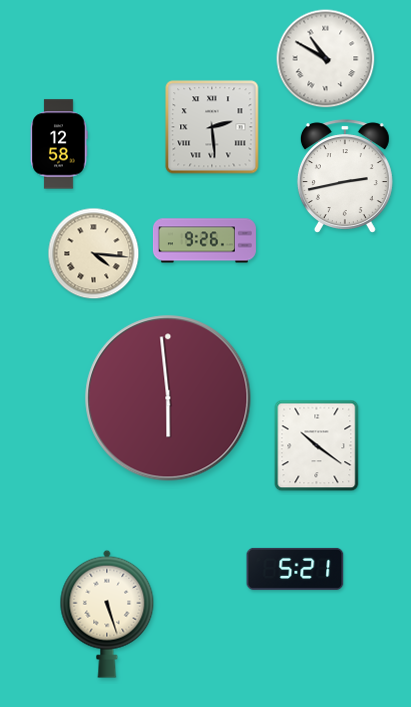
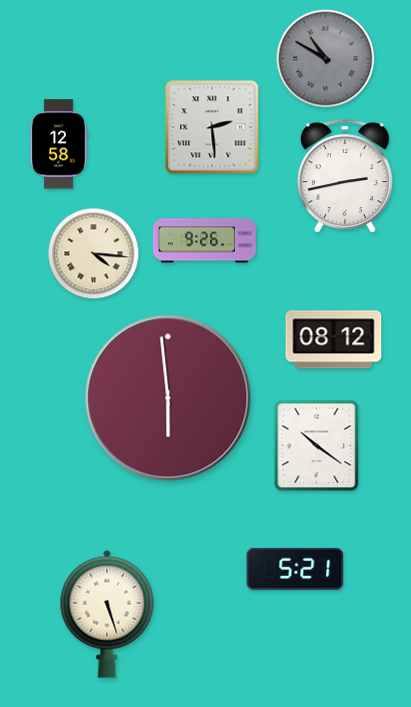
clock at (326, 59) dial: white -> grey
clock at (334, 340): none -> 08:12
